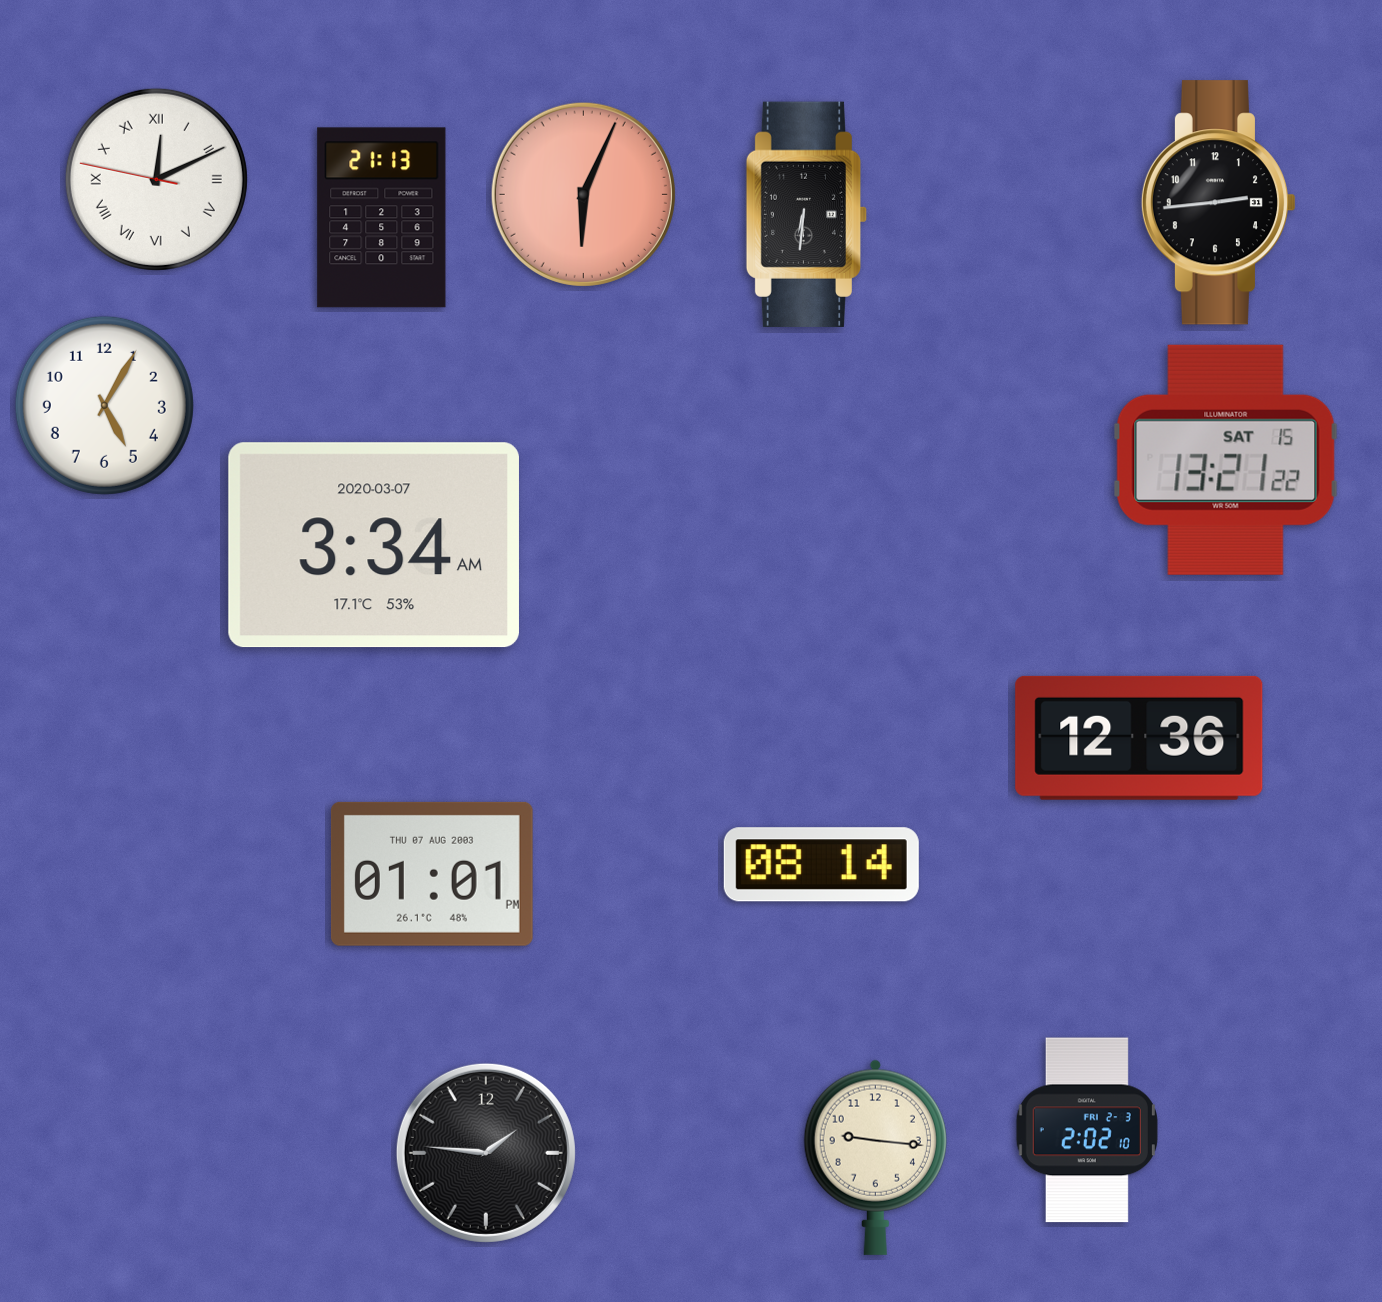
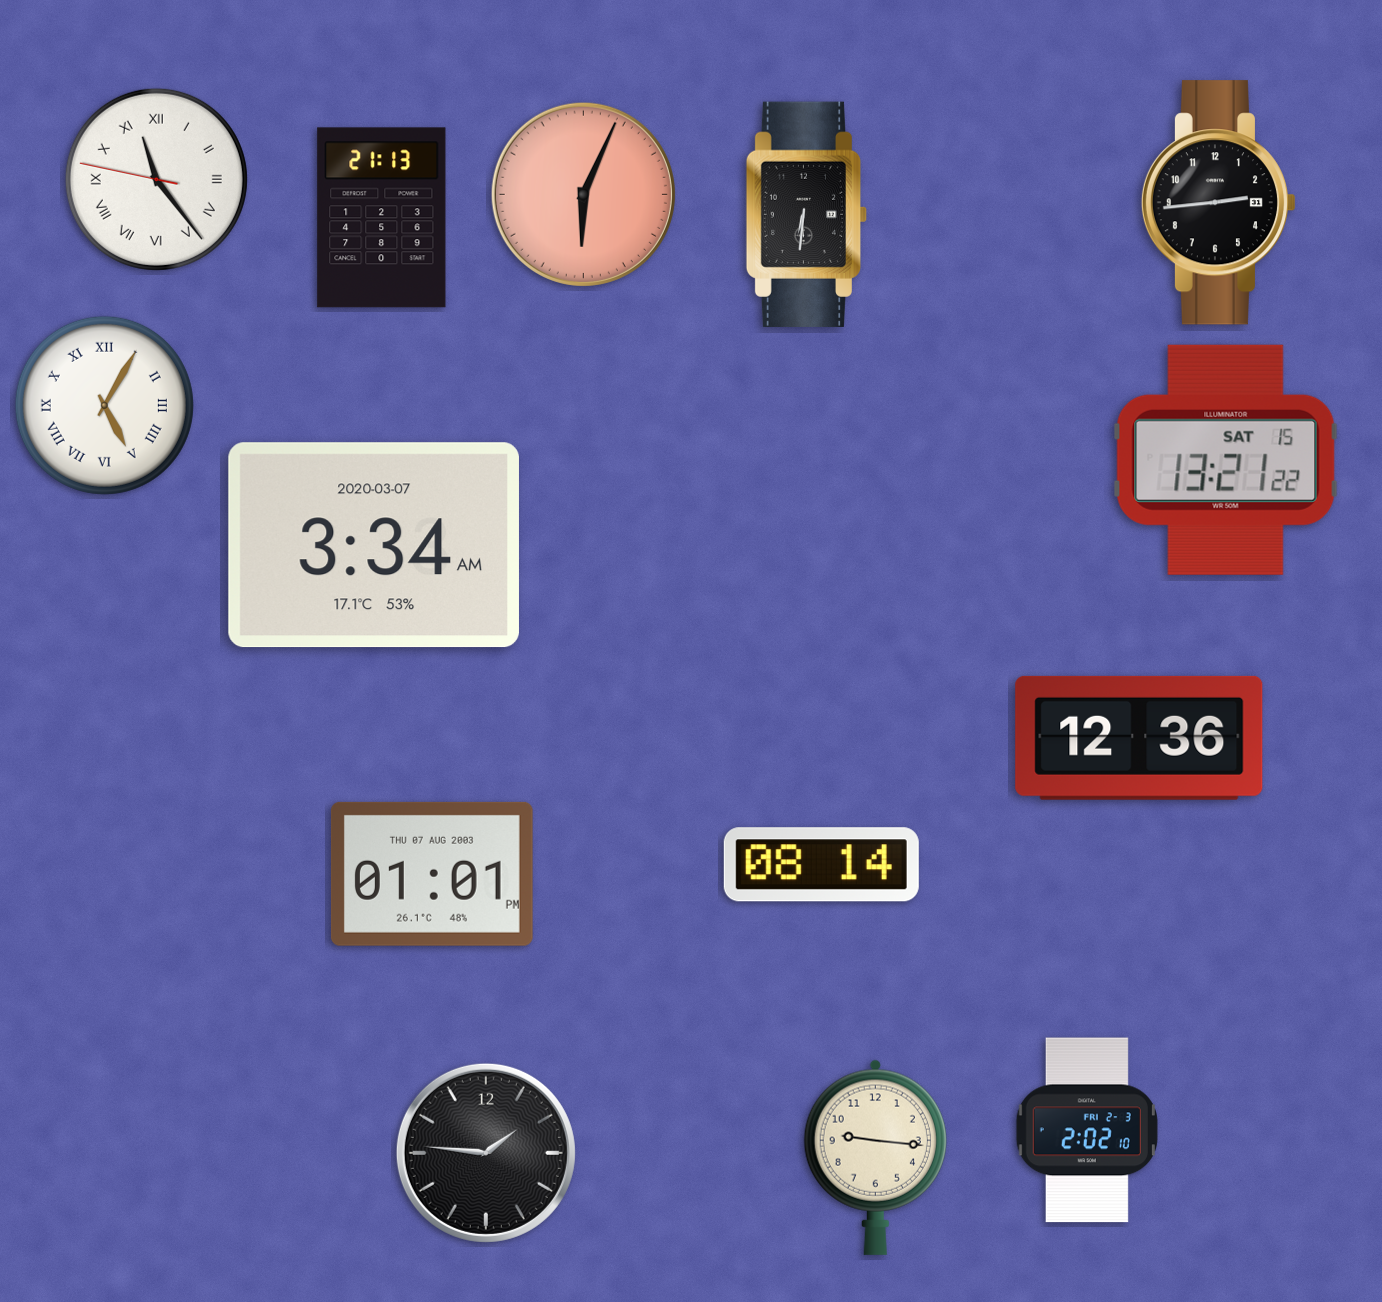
clock at (156, 179): 12:10 -> 11:23
clock at (104, 405) numerals: Arabic -> Roman
